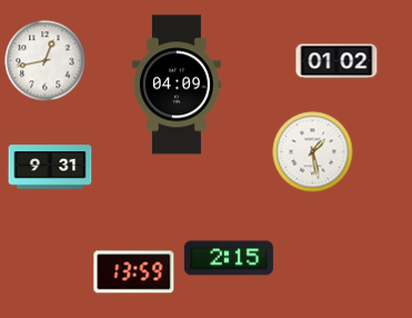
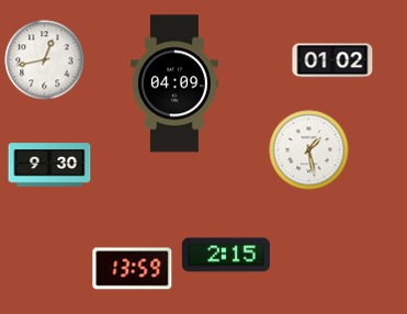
clock at (50, 167): 9:31 -> 9:30
